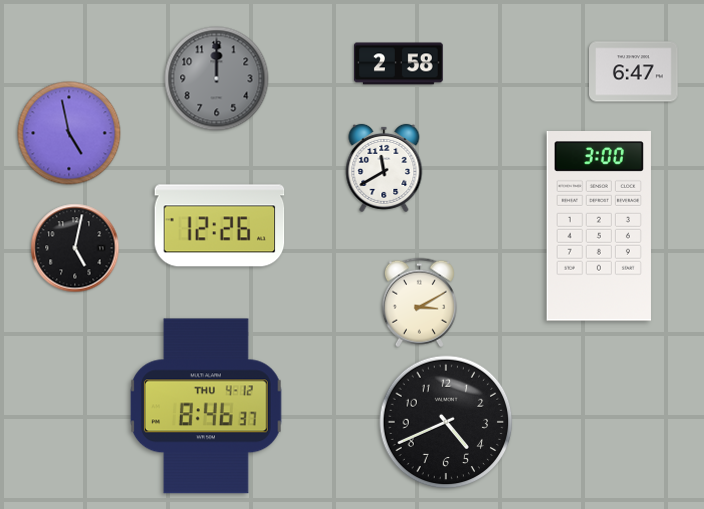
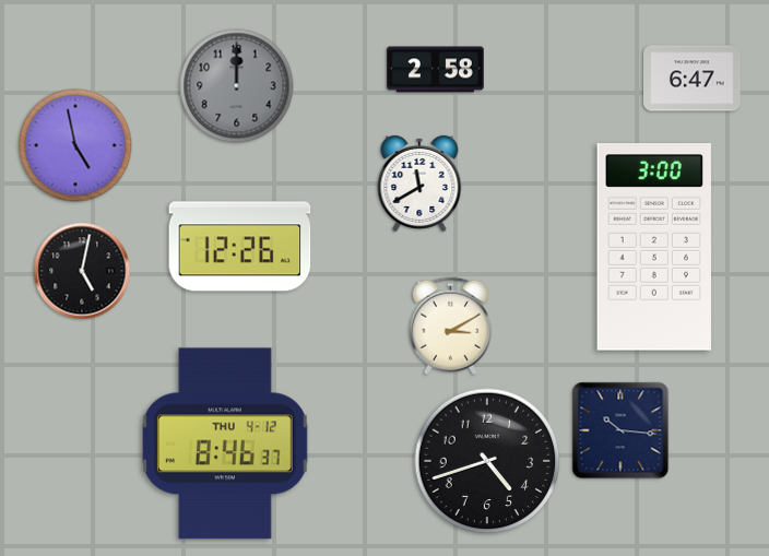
clock at (419, 303) position: (419, 303) -> (450, 327)
clock at (620, 430): none -> 10:16
clock at (446, 422): 4:41 -> 4:42
